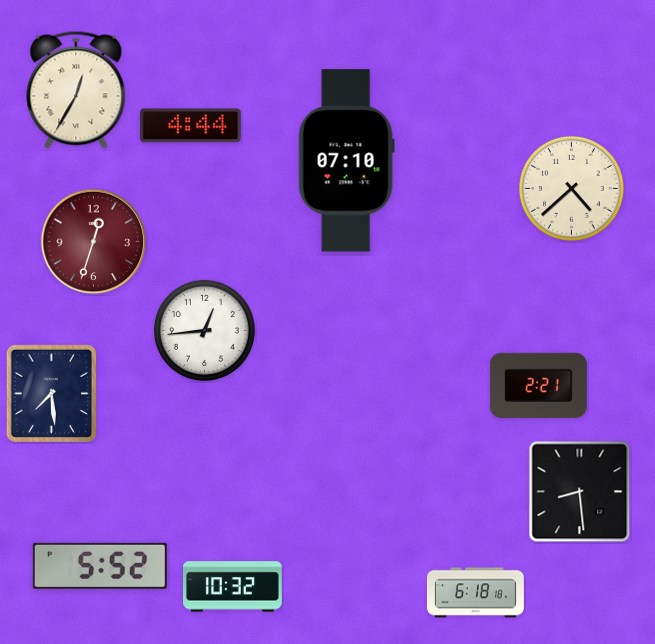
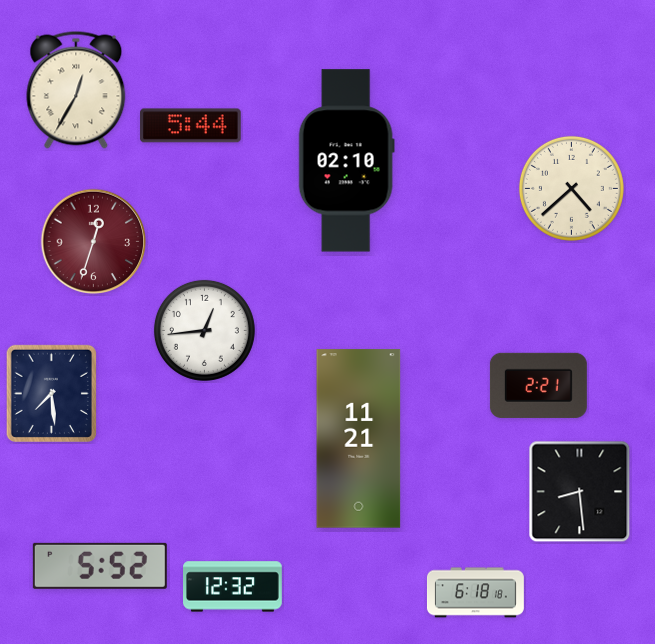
clock at (191, 126): 4:44 -> 5:44
clock at (346, 161): 07:10 -> 02:10
clock at (359, 439): none -> 11:21
clock at (233, 587): 10:32 -> 12:32
